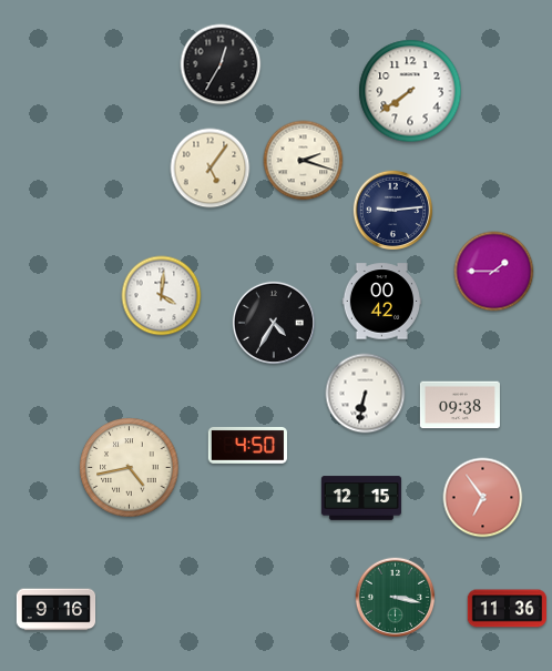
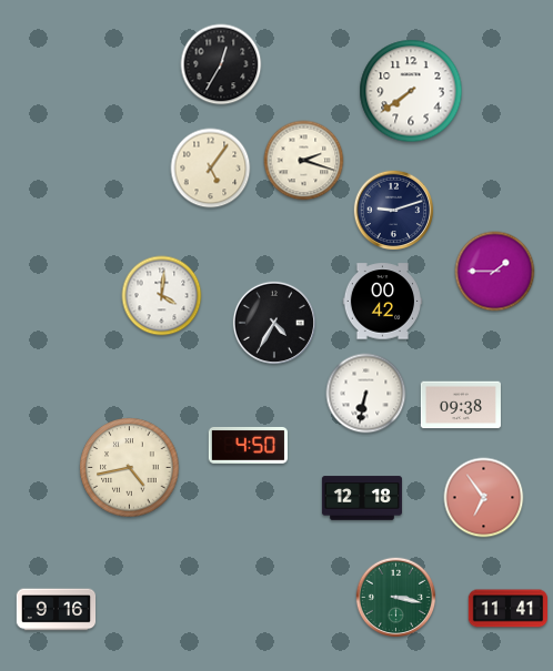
clock at (393, 211): 9:14 -> 9:12
clock at (361, 498): 12:15 -> 12:18
clock at (508, 609): 11:36 -> 11:41
